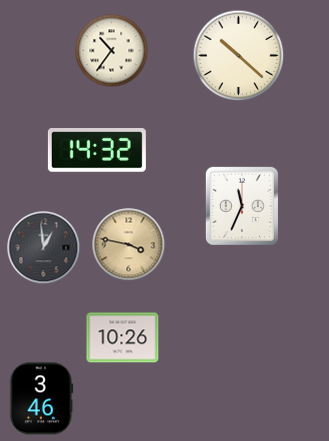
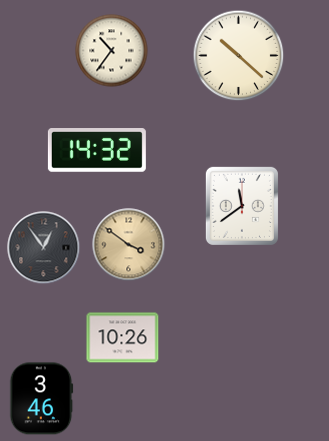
clock at (242, 206): 11:34 -> 11:39
clock at (129, 245): 3:47 -> 3:51
clock at (44, 248): 12:59 -> 12:54
